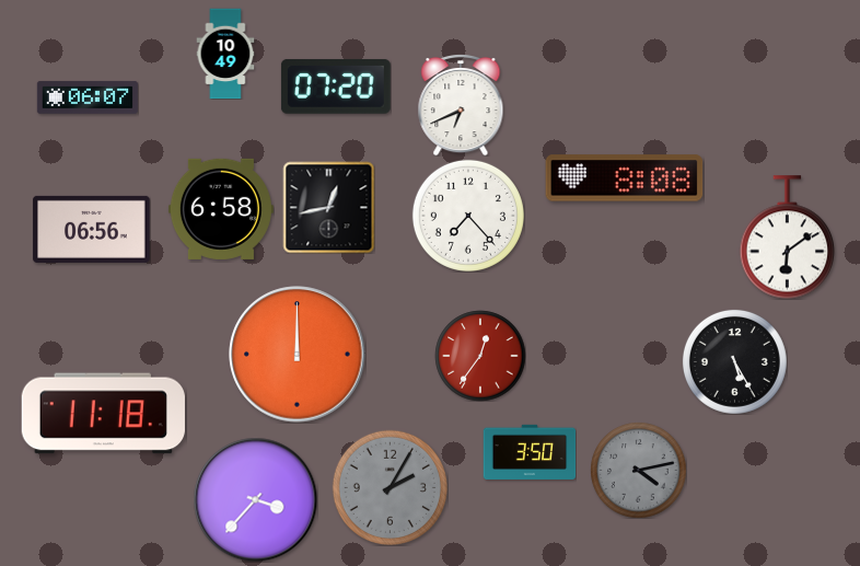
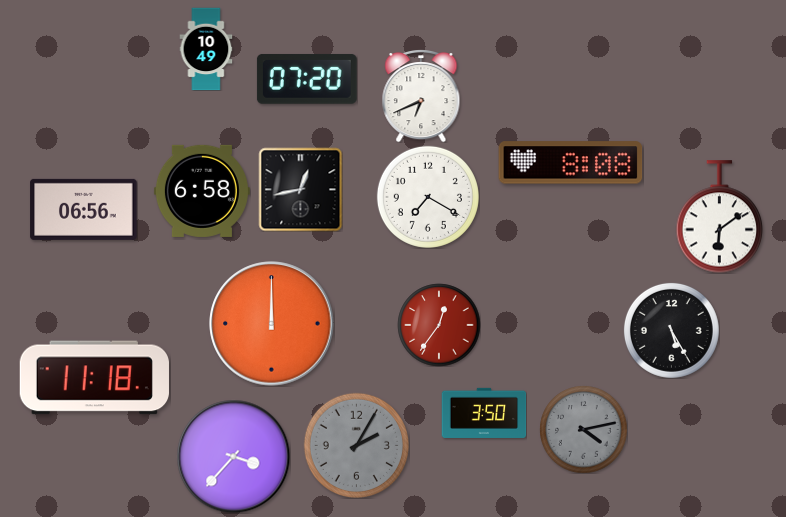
clock at (88, 97): 06:07 -> none
clock at (468, 216): 7:23 -> 7:20
